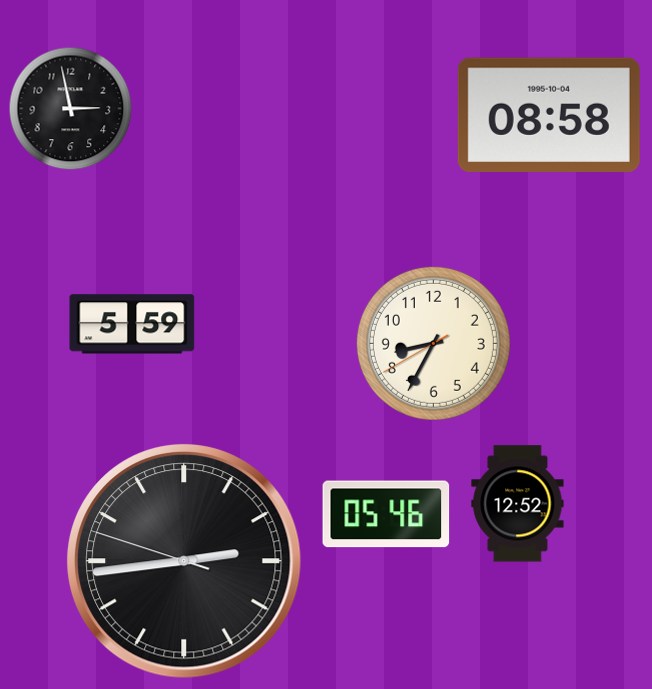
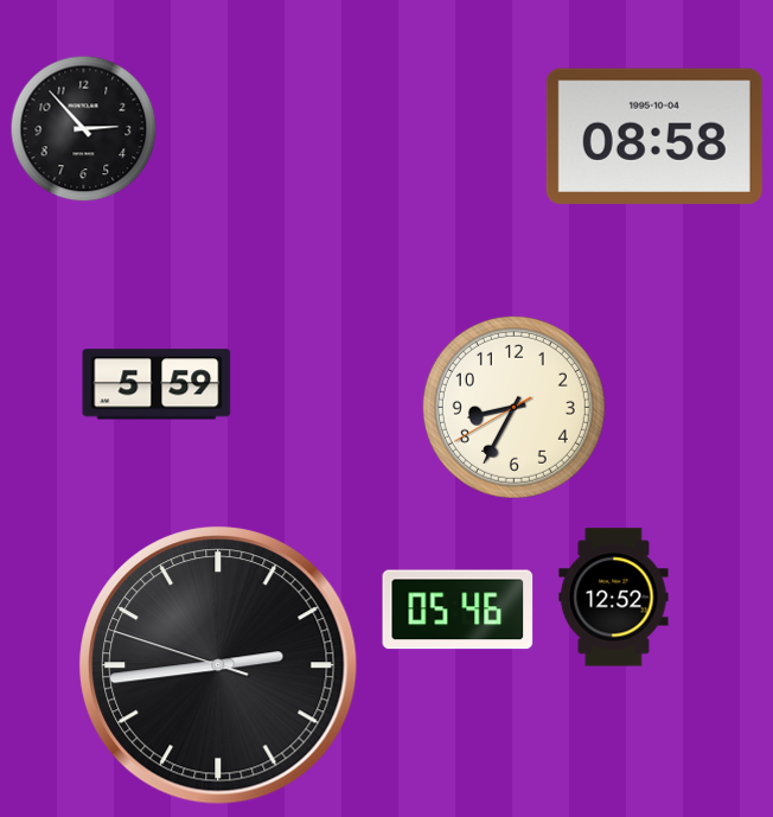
clock at (71, 109): 2:58 -> 2:53
clock at (549, 114) position: (549, 114) -> (654, 135)
